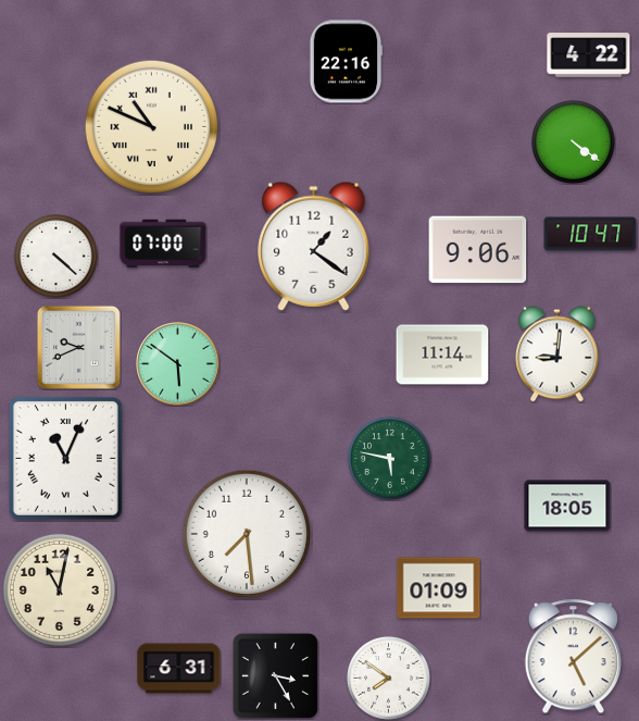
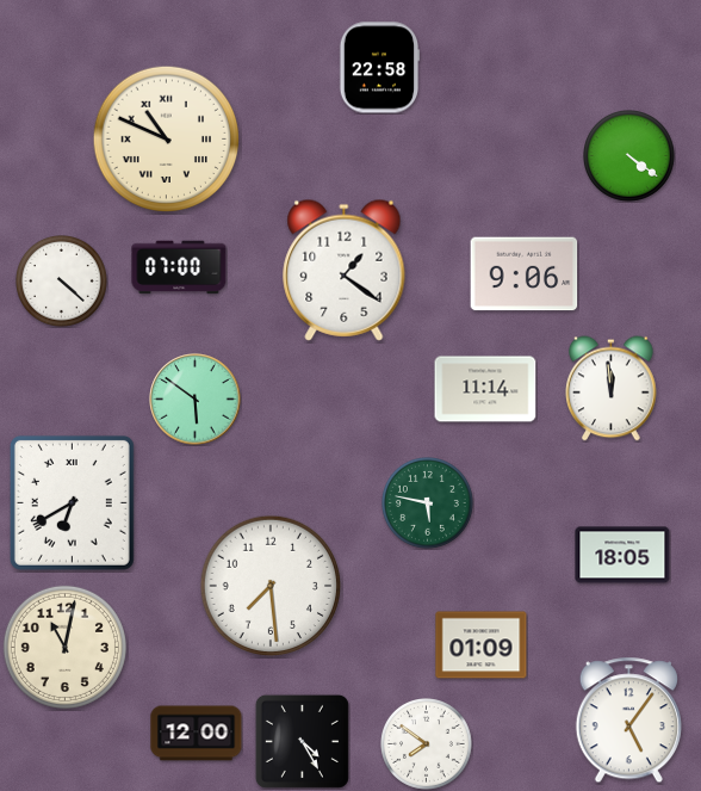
clock at (589, 55): 4:22 -> none
clock at (346, 62): 22:16 -> 22:58
clock at (590, 234): 10:47 -> none
clock at (78, 347): 9:41 -> none
clock at (557, 355): 9:01 -> 11:59
clock at (65, 458): 11:04 -> 6:40
clock at (573, 657): 5:08 -> 5:06
clock at (179, 669): 6:31 -> 12:00
clock at (275, 675): 3:25 -> 4:25
